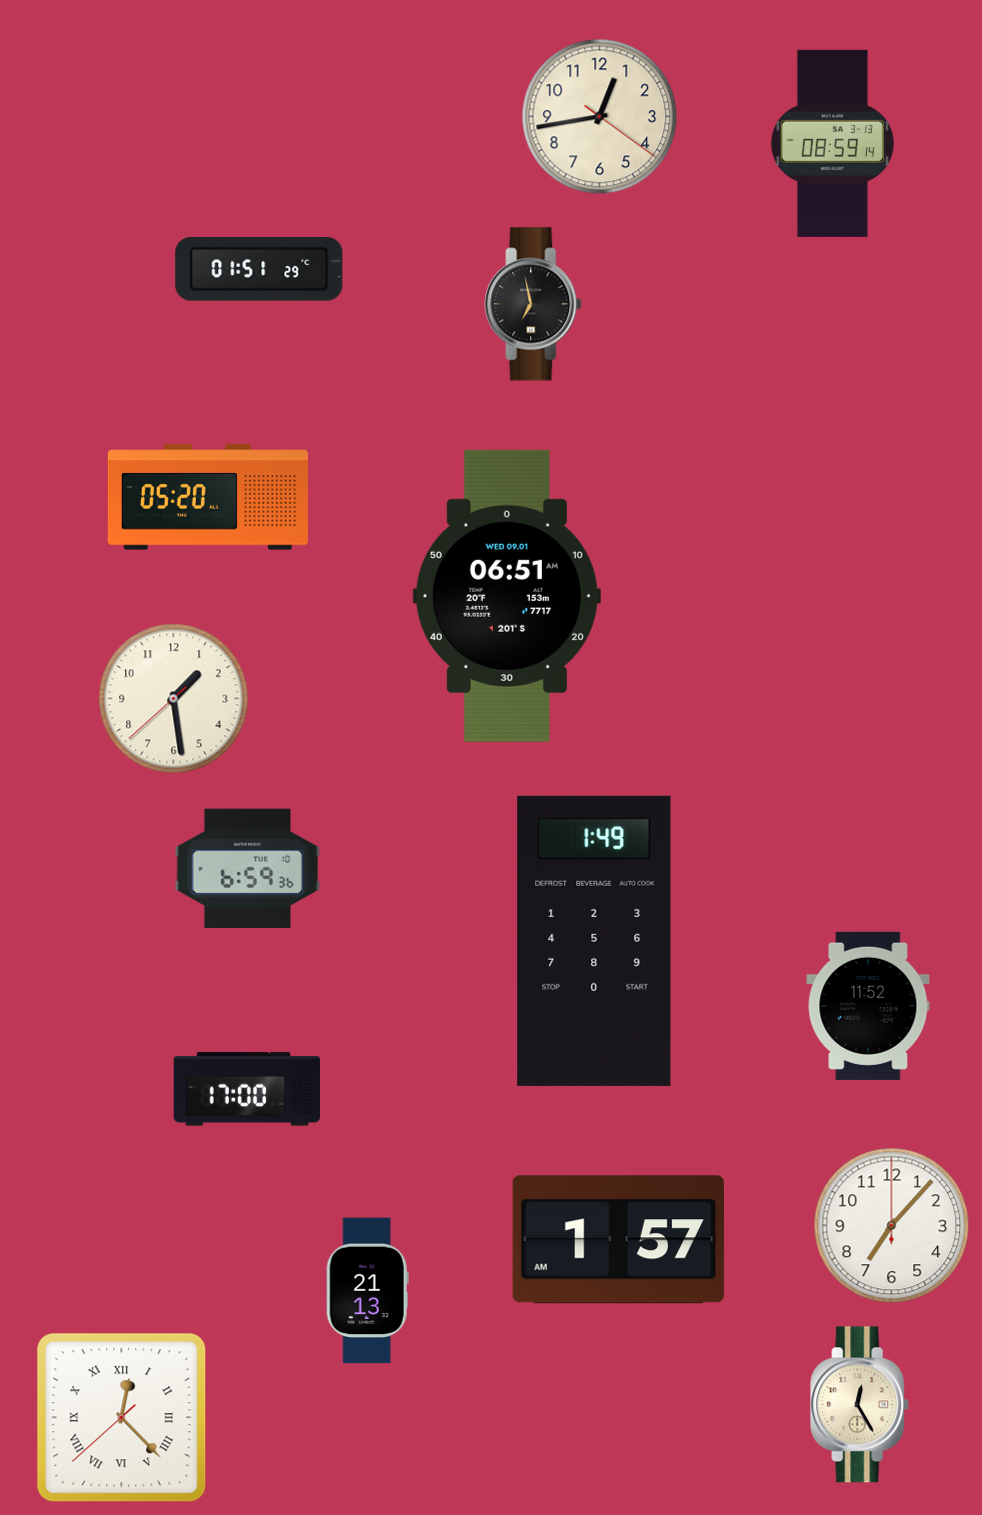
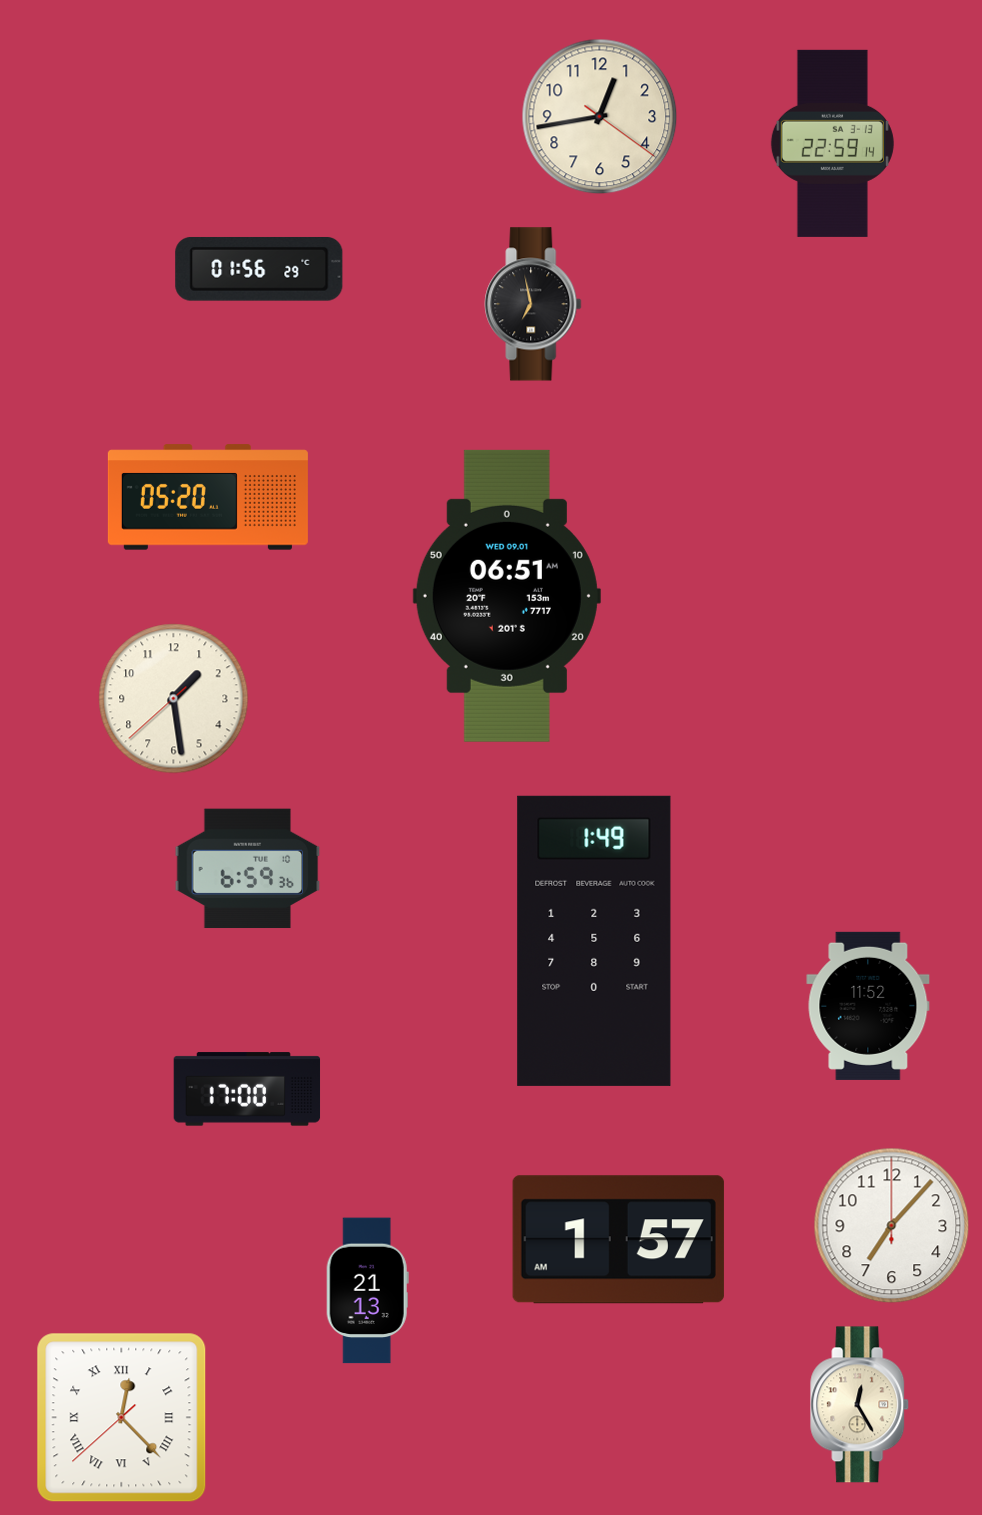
clock at (832, 143): 08:59 -> 22:59
clock at (259, 269): 01:51 -> 01:56
